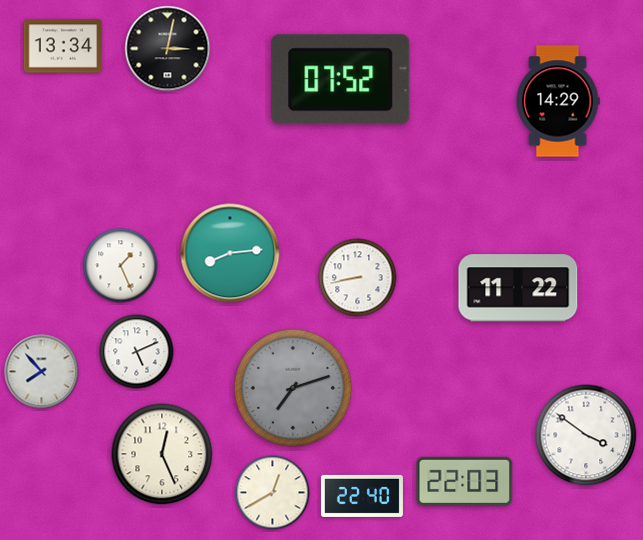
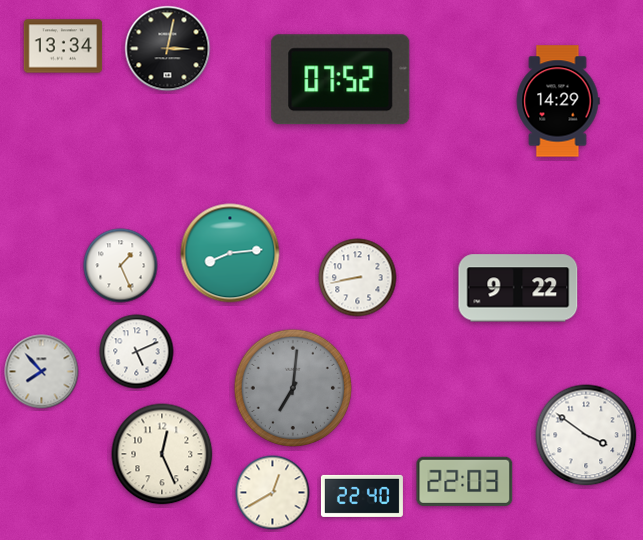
clock at (518, 288): 11:22 -> 9:22
clock at (292, 387): 7:12 -> 7:01
